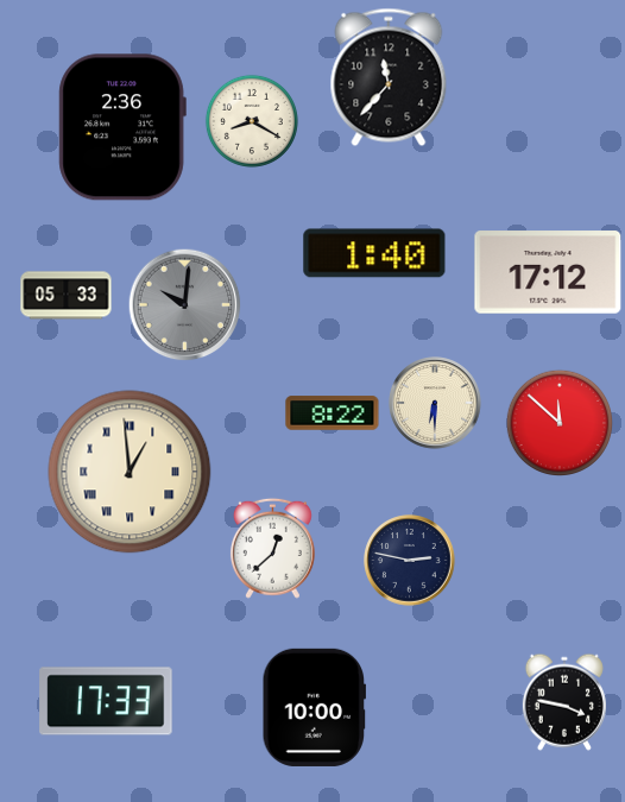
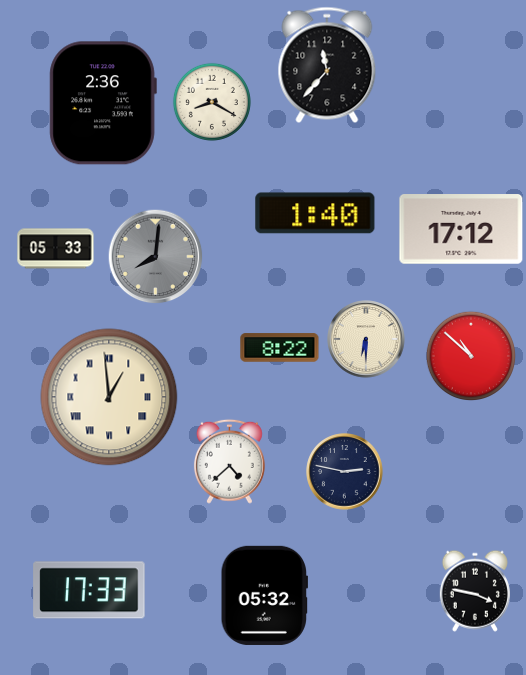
clock at (122, 127) position: (122, 127) -> (103, 103)
clock at (184, 304): 10:01 -> 8:01
clock at (558, 422): 11:52 -> 10:52
clock at (272, 548): 12:38 -> 4:38
clock at (314, 707): 10:00 -> 05:32
